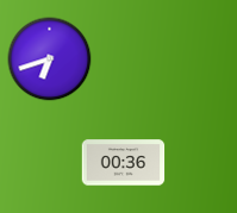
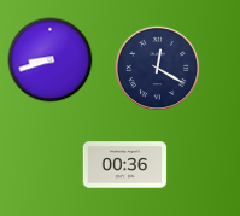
clock at (50, 59): 6:42 -> 8:42
clock at (157, 68): none -> 12:20
